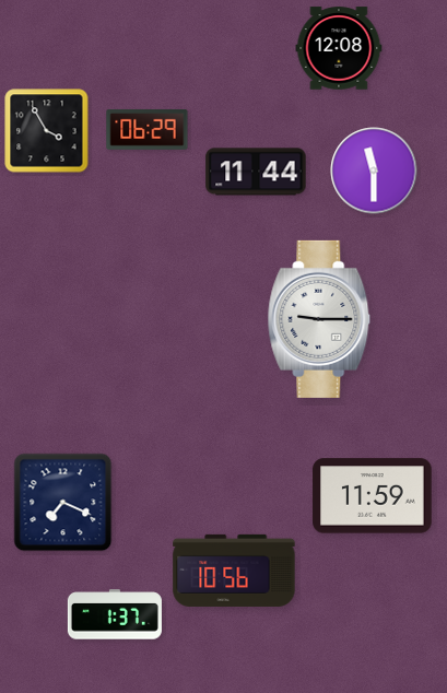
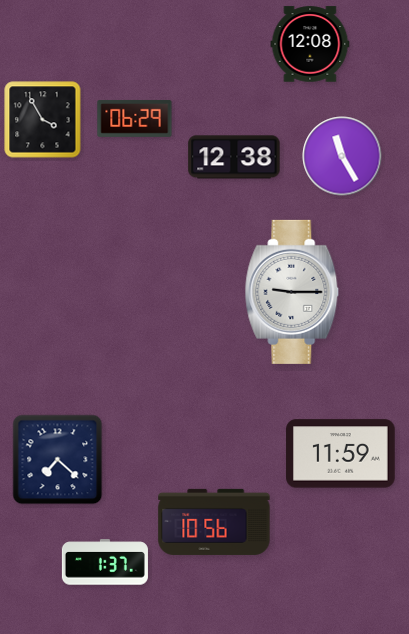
clock at (374, 171): 11:30 -> 11:25
clock at (256, 172): 11:44 -> 12:38
clock at (63, 503): 7:19 -> 7:22
